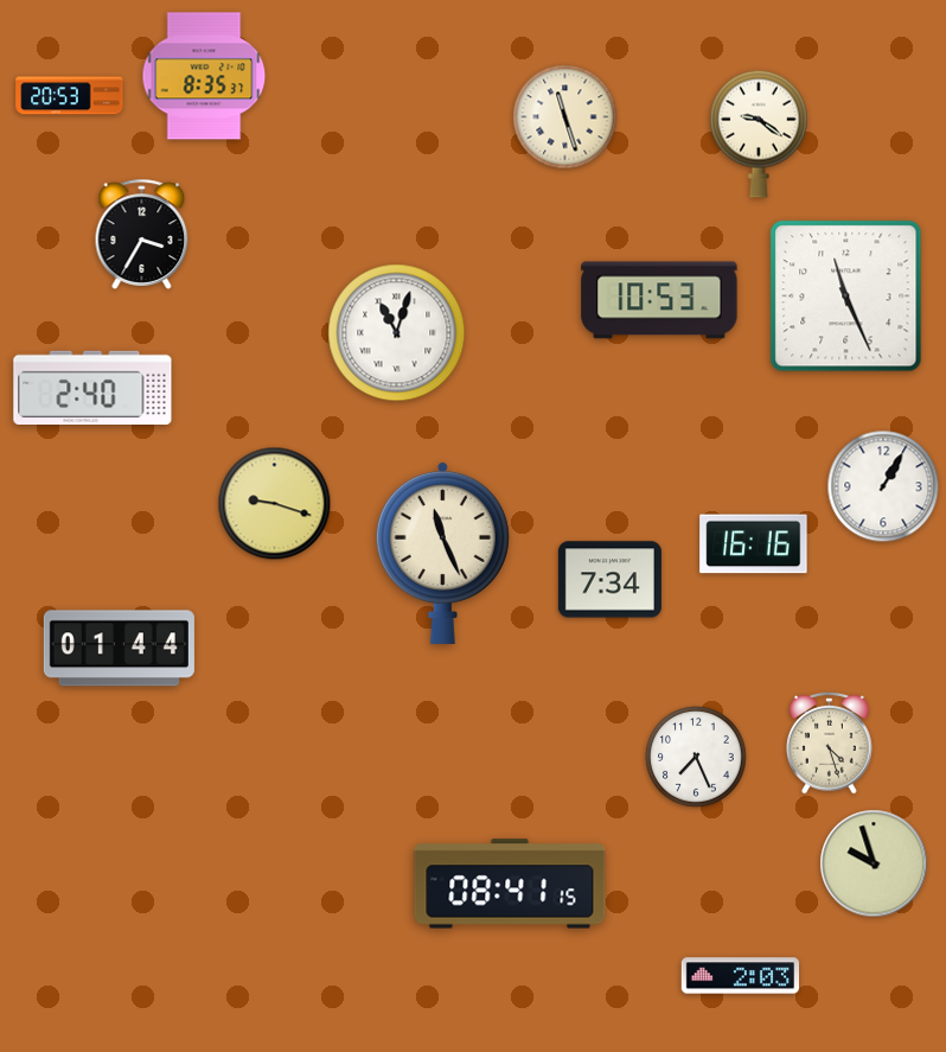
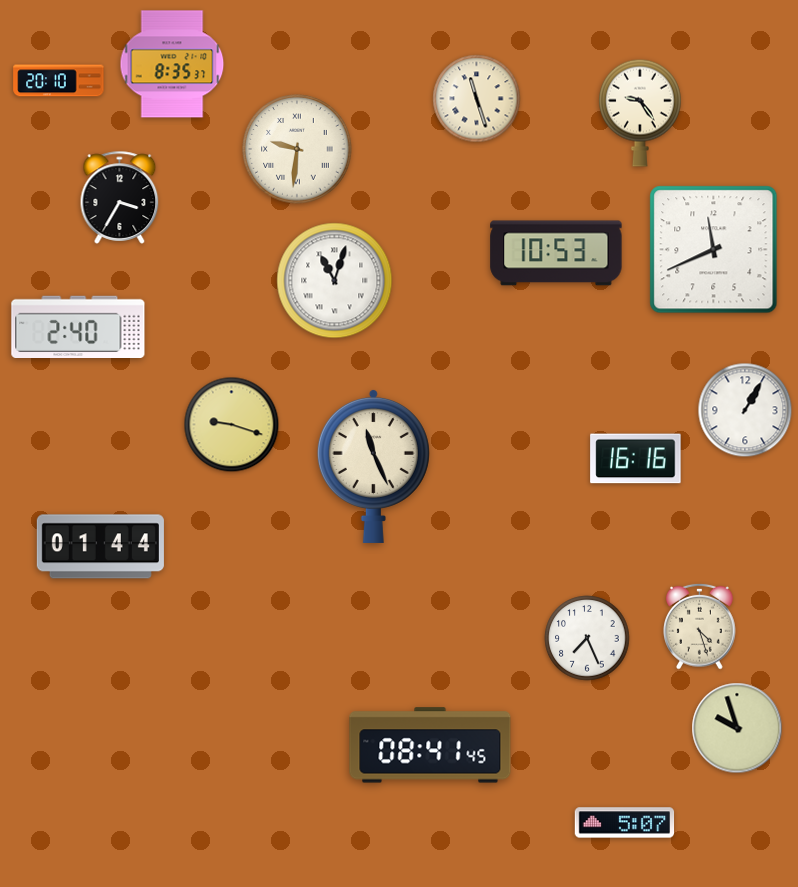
clock at (70, 96): 20:53 -> 20:10
clock at (760, 134): 9:21 -> 9:24
clock at (297, 149): none -> 9:31
clock at (846, 297): 11:26 -> 11:41
clock at (609, 580): 7:34 -> none
clock at (510, 884): 08:41:15 -> 08:41:45
clock at (741, 976): 2:03 -> 5:07
